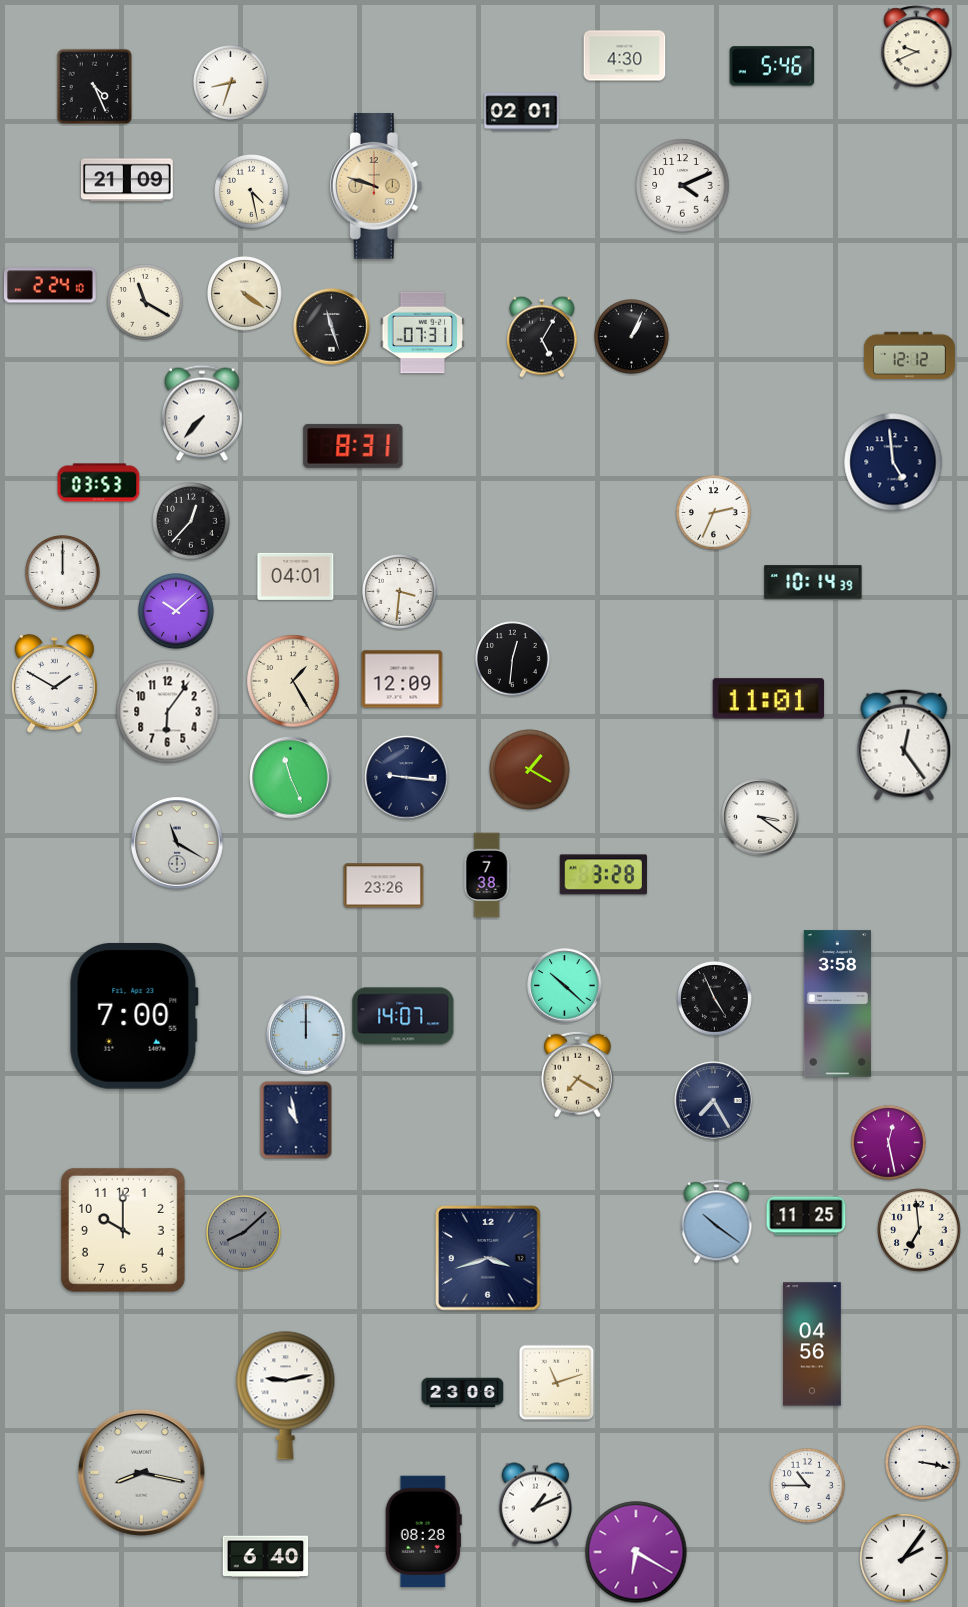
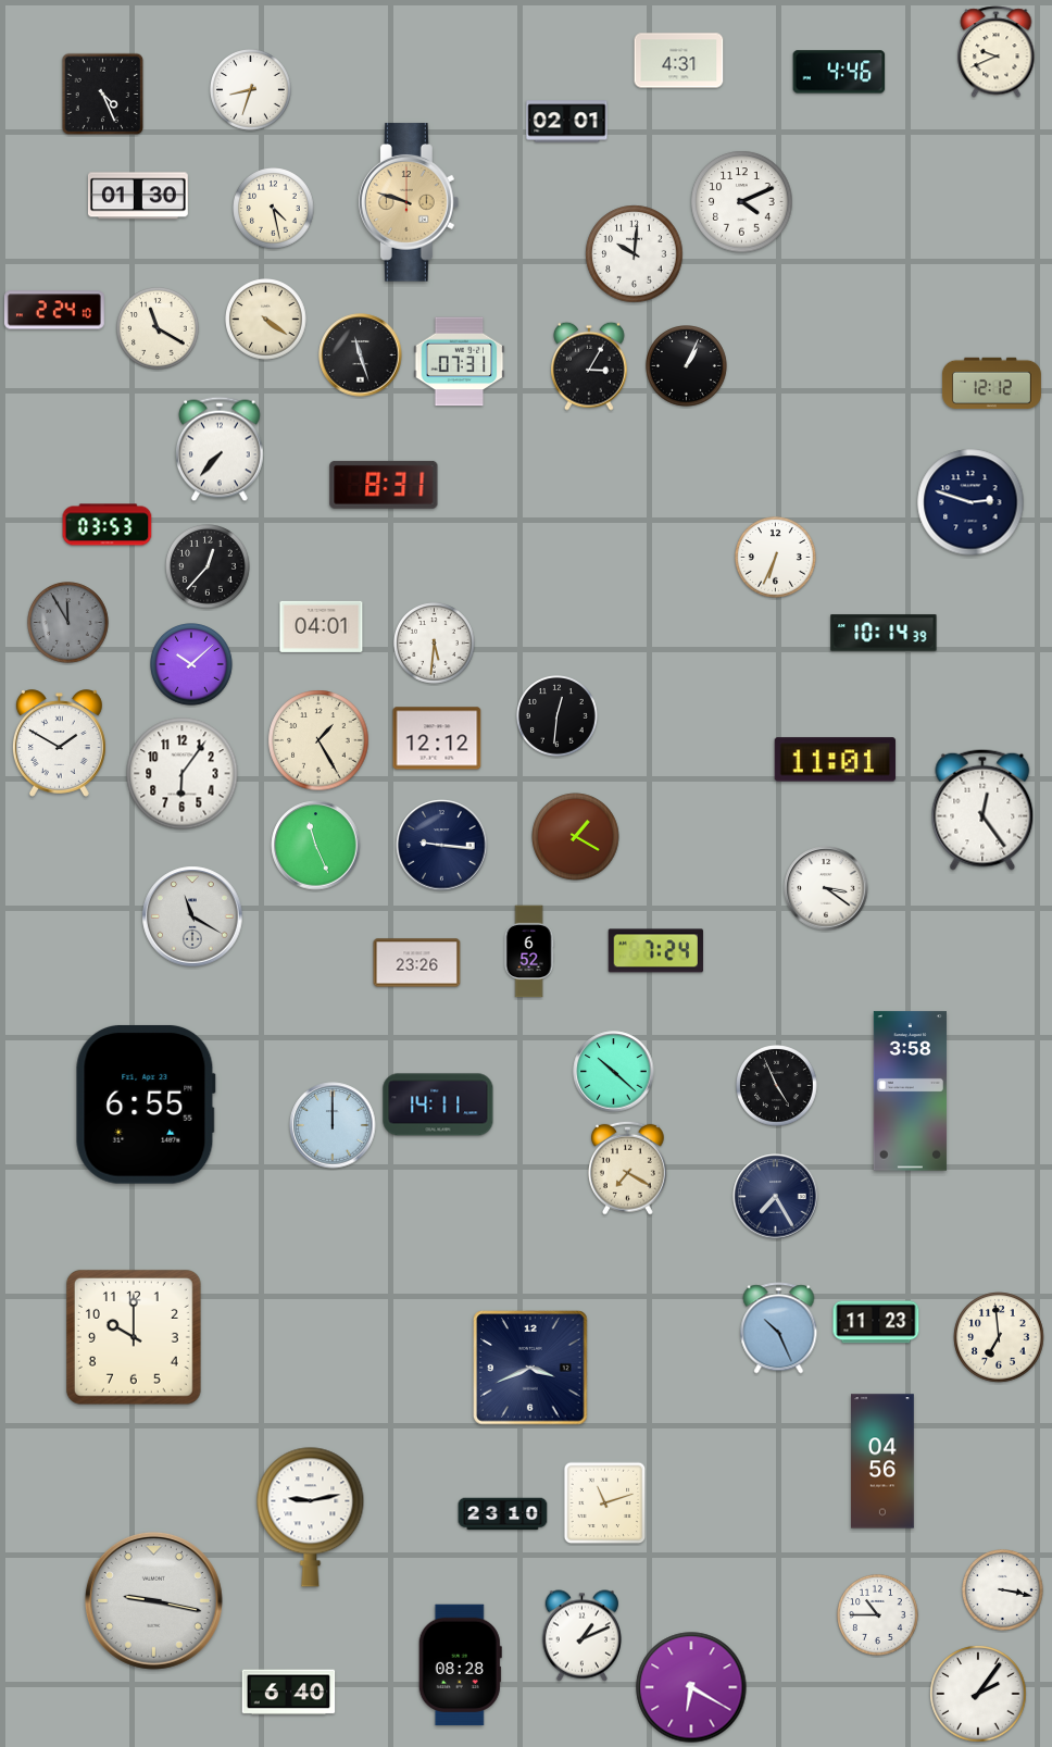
clock at (625, 56): 4:30 -> 4:31
clock at (772, 66): 5:46 -> 4:46
clock at (127, 180): 21:09 -> 01:30
clock at (635, 254): none -> 10:01
clock at (543, 337): 5:05 -> 3:05
clock at (909, 356) position: (909, 356) -> (991, 384)
clock at (893, 462): 4:59 -> 2:48
clock at (714, 513): 2:34 -> 6:34
clock at (63, 573): 12:00 -> 11:55
clock at (63, 573) dial: white -> grey
clock at (400, 592): 3:31 -> 5:31
clock at (402, 679): 12:09 -> 12:12
clock at (487, 875): 7:38 -> 6:52
clock at (603, 875): 3:28 -> 7:24
clock at (134, 1016): 7:00 -> 6:55
clock at (403, 1016): 14:07 -> 14:11
clock at (296, 1120): 10:58 -> none
clock at (889, 1143): 12:28 -> none
clock at (806, 1216): 11:25 -> 11:23
clock at (717, 1222): 10:21 -> 10:26
clock at (244, 1233): 8:08 -> none
clock at (488, 1258): 3:42 -> 3:41
clock at (463, 1393): 23:06 -> 23:10
clock at (141, 1472): 8:17 -> 9:17
clock at (904, 1558) position: (904, 1558) -> (978, 1694)
